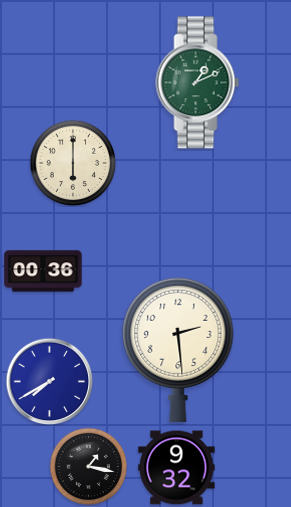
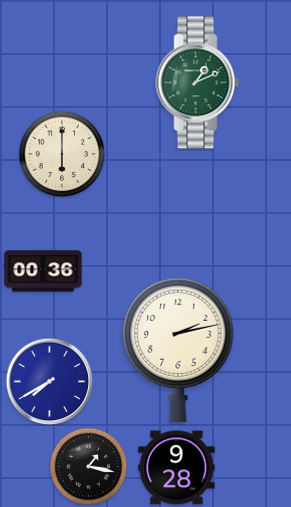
clock at (73, 163) position: (73, 163) -> (62, 154)
clock at (178, 350): 2:29 -> 2:13
clock at (177, 468): 9:32 -> 9:28
